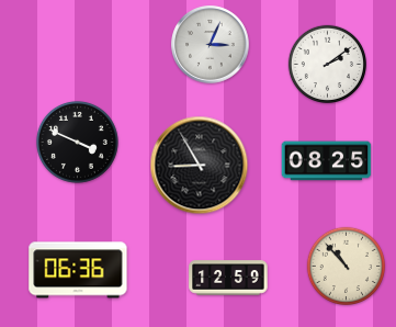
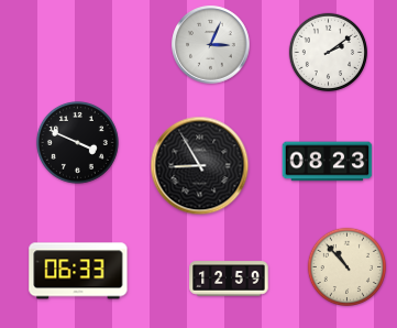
clock at (327, 64) position: (327, 64) -> (328, 52)
clock at (327, 161): 08:25 -> 08:23
clock at (78, 270): 06:36 -> 06:33
